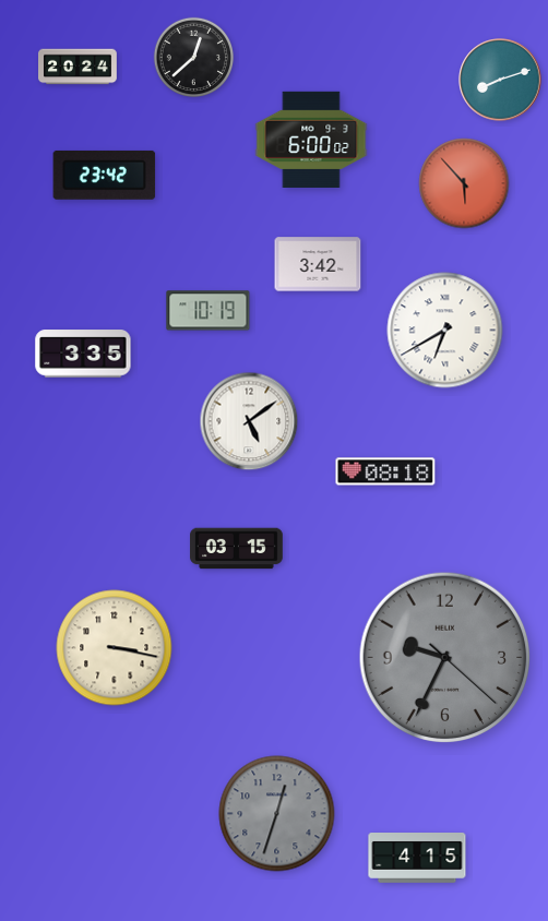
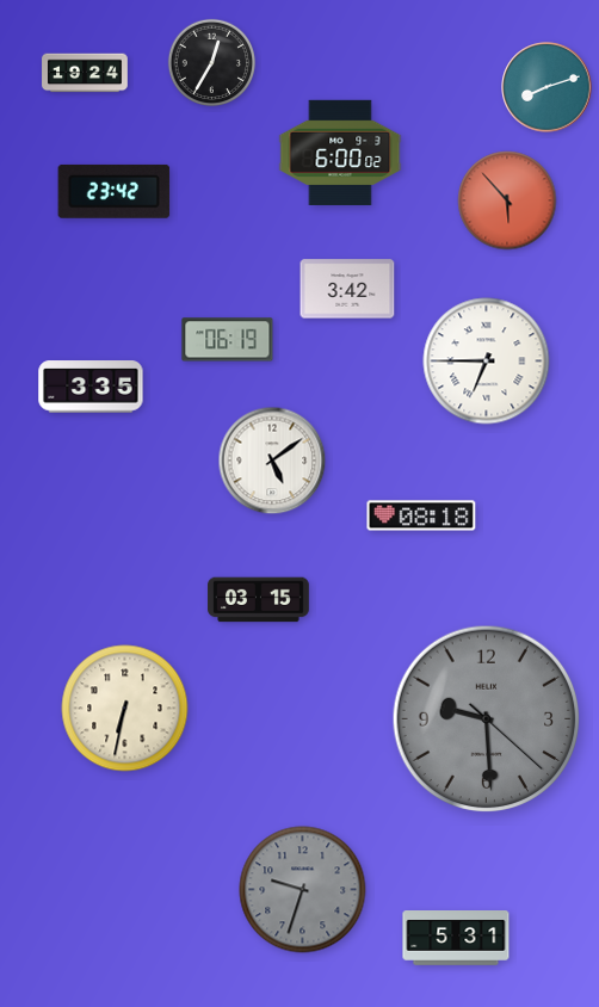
clock at (194, 58): 12:38 -> 12:35
clock at (78, 67): 20:24 -> 19:24
clock at (209, 311): 10:19 -> 06:19
clock at (445, 331): 6:40 -> 6:45
clock at (115, 648): 3:17 -> 6:32
clock at (445, 658): 9:34 -> 9:29
clock at (277, 814): 12:33 -> 9:33
clock at (417, 859): 4:15 -> 5:31
